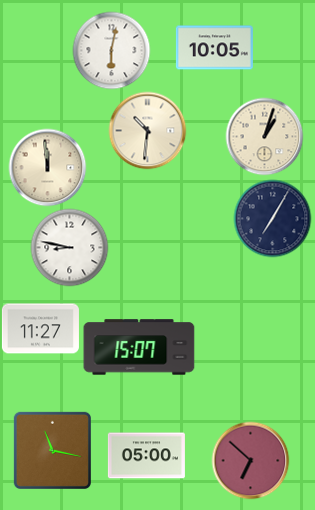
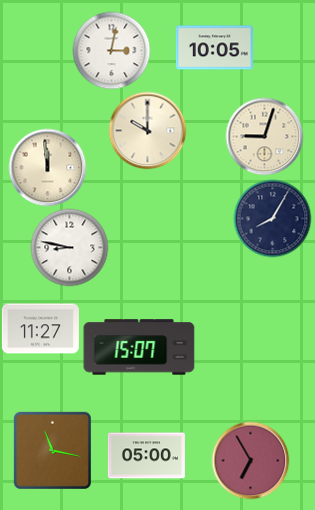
clock at (111, 50): 6:02 -> 3:02
clock at (147, 130): 10:31 -> 10:00
clock at (264, 136): 1:03 -> 9:03
clock at (272, 218): 7:05 -> 8:05
clock at (250, 460): 6:52 -> 6:55
